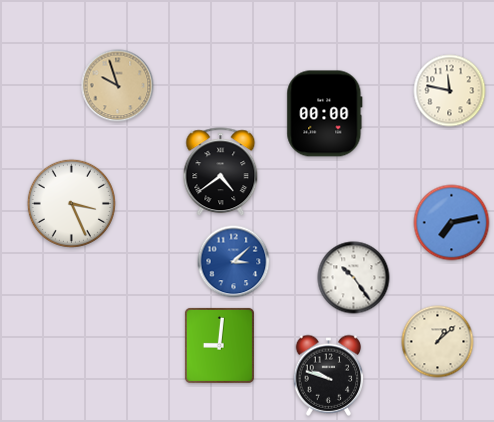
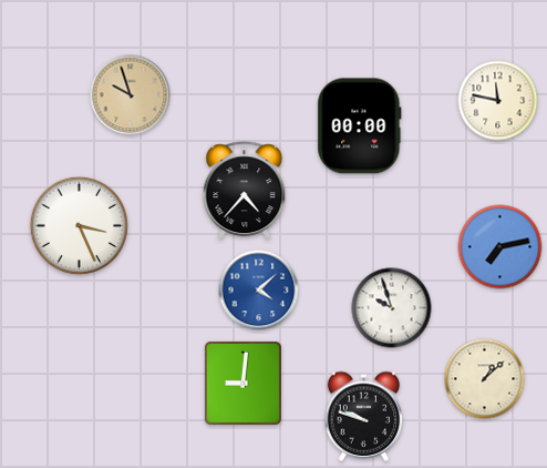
clock at (221, 172): 4:39 -> 4:37
clock at (234, 262): 3:08 -> 4:08
clock at (354, 278): 10:24 -> 9:57
